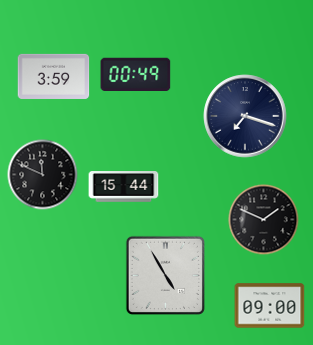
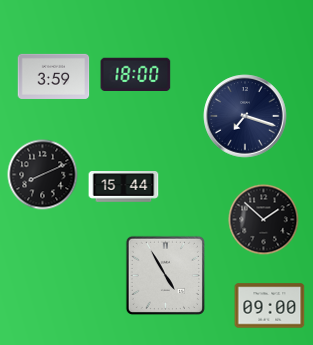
clock at (136, 74): 00:49 -> 18:00
clock at (43, 175): 11:49 -> 8:11
clock at (264, 220): 1:49 -> 1:52
